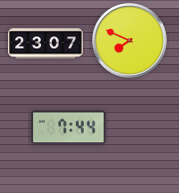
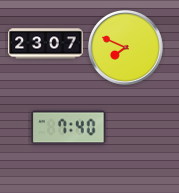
clock at (130, 41) position: (130, 41) -> (126, 48)
clock at (69, 128): 7:44 -> 7:40
